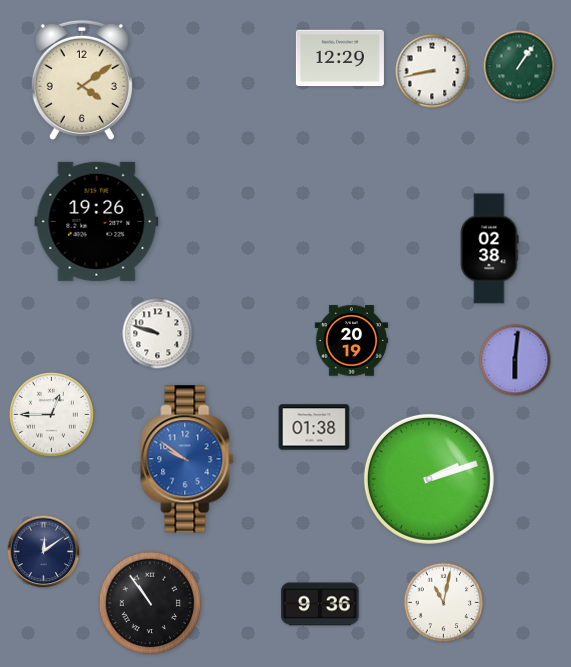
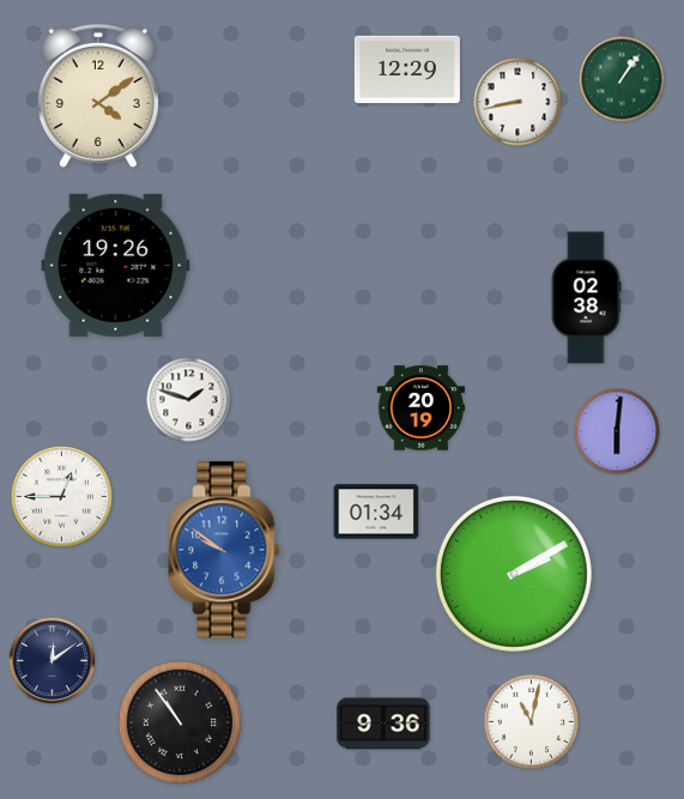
clock at (432, 71) position: (432, 71) -> (517, 102)
clock at (158, 334): 9:48 -> 1:48
clock at (314, 427): 01:38 -> 01:34
clock at (429, 479): 2:12 -> 2:10
